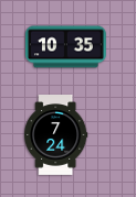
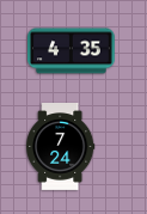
clock at (66, 47): 10:35 -> 4:35
